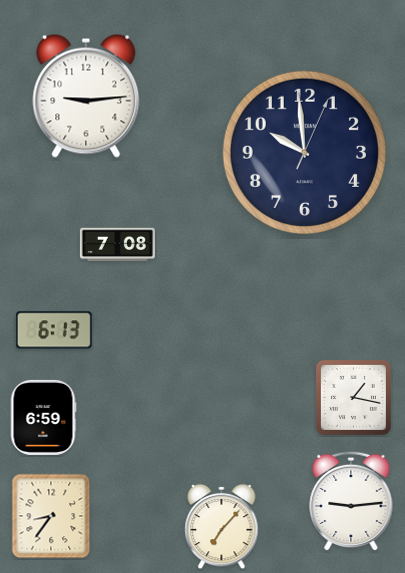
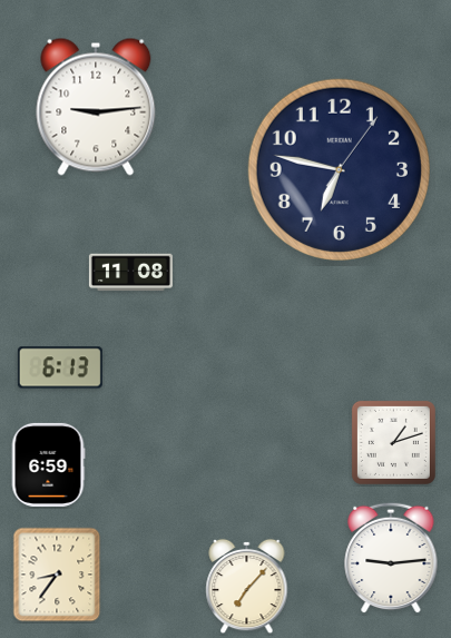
clock at (304, 152): 9:59 -> 6:47
clock at (117, 245): 7:08 -> 11:08
clock at (353, 397): 1:17 -> 1:12
